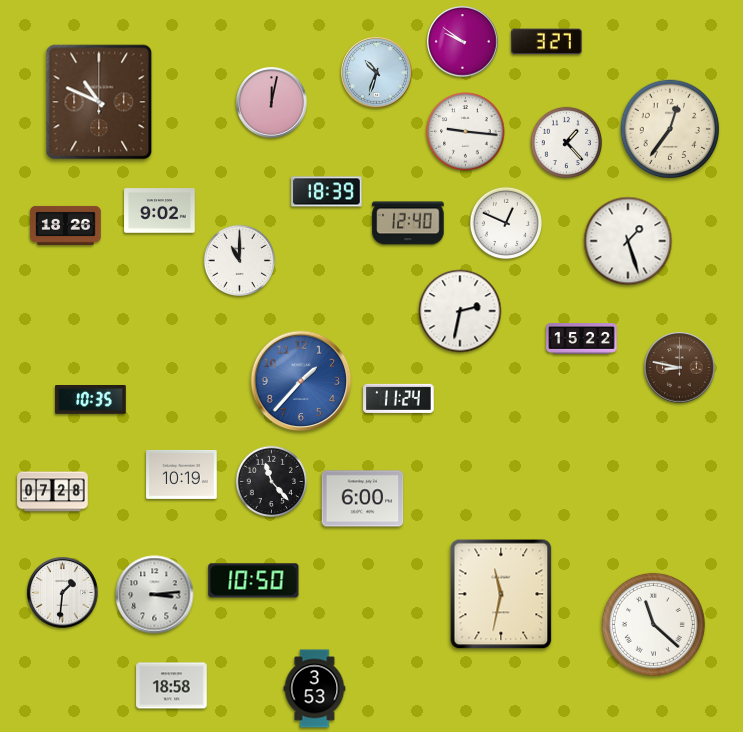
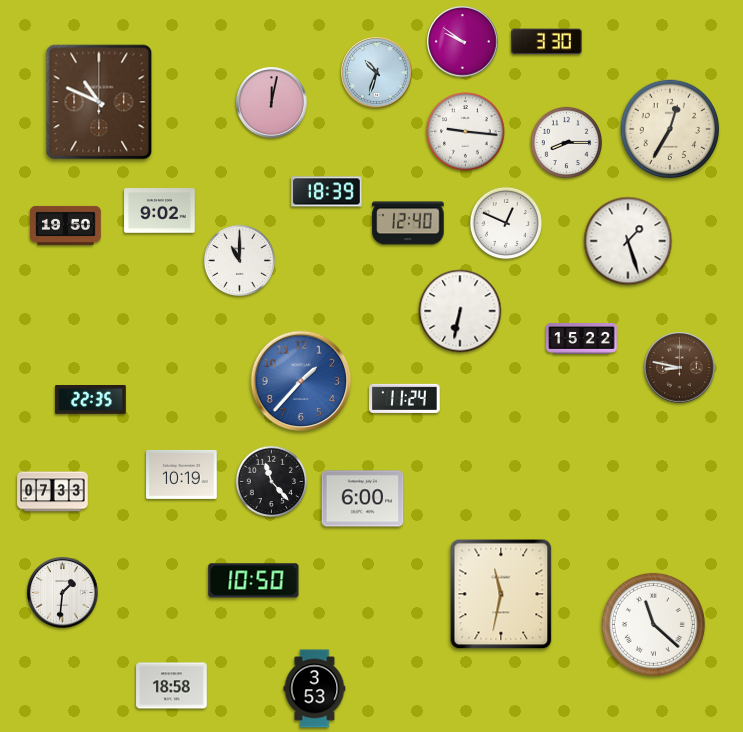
clock at (547, 42): 3:27 -> 3:30
clock at (670, 129): 12:36 -> 12:35
clock at (566, 142): 1:23 -> 8:15
clock at (66, 225): 18:26 -> 19:50
clock at (460, 311): 2:32 -> 6:32
clock at (399, 398) position: (399, 398) -> (405, 398)
clock at (91, 400): 10:35 -> 22:35
clock at (53, 492): 07:28 -> 07:33
clock at (155, 595): 3:14 -> none
